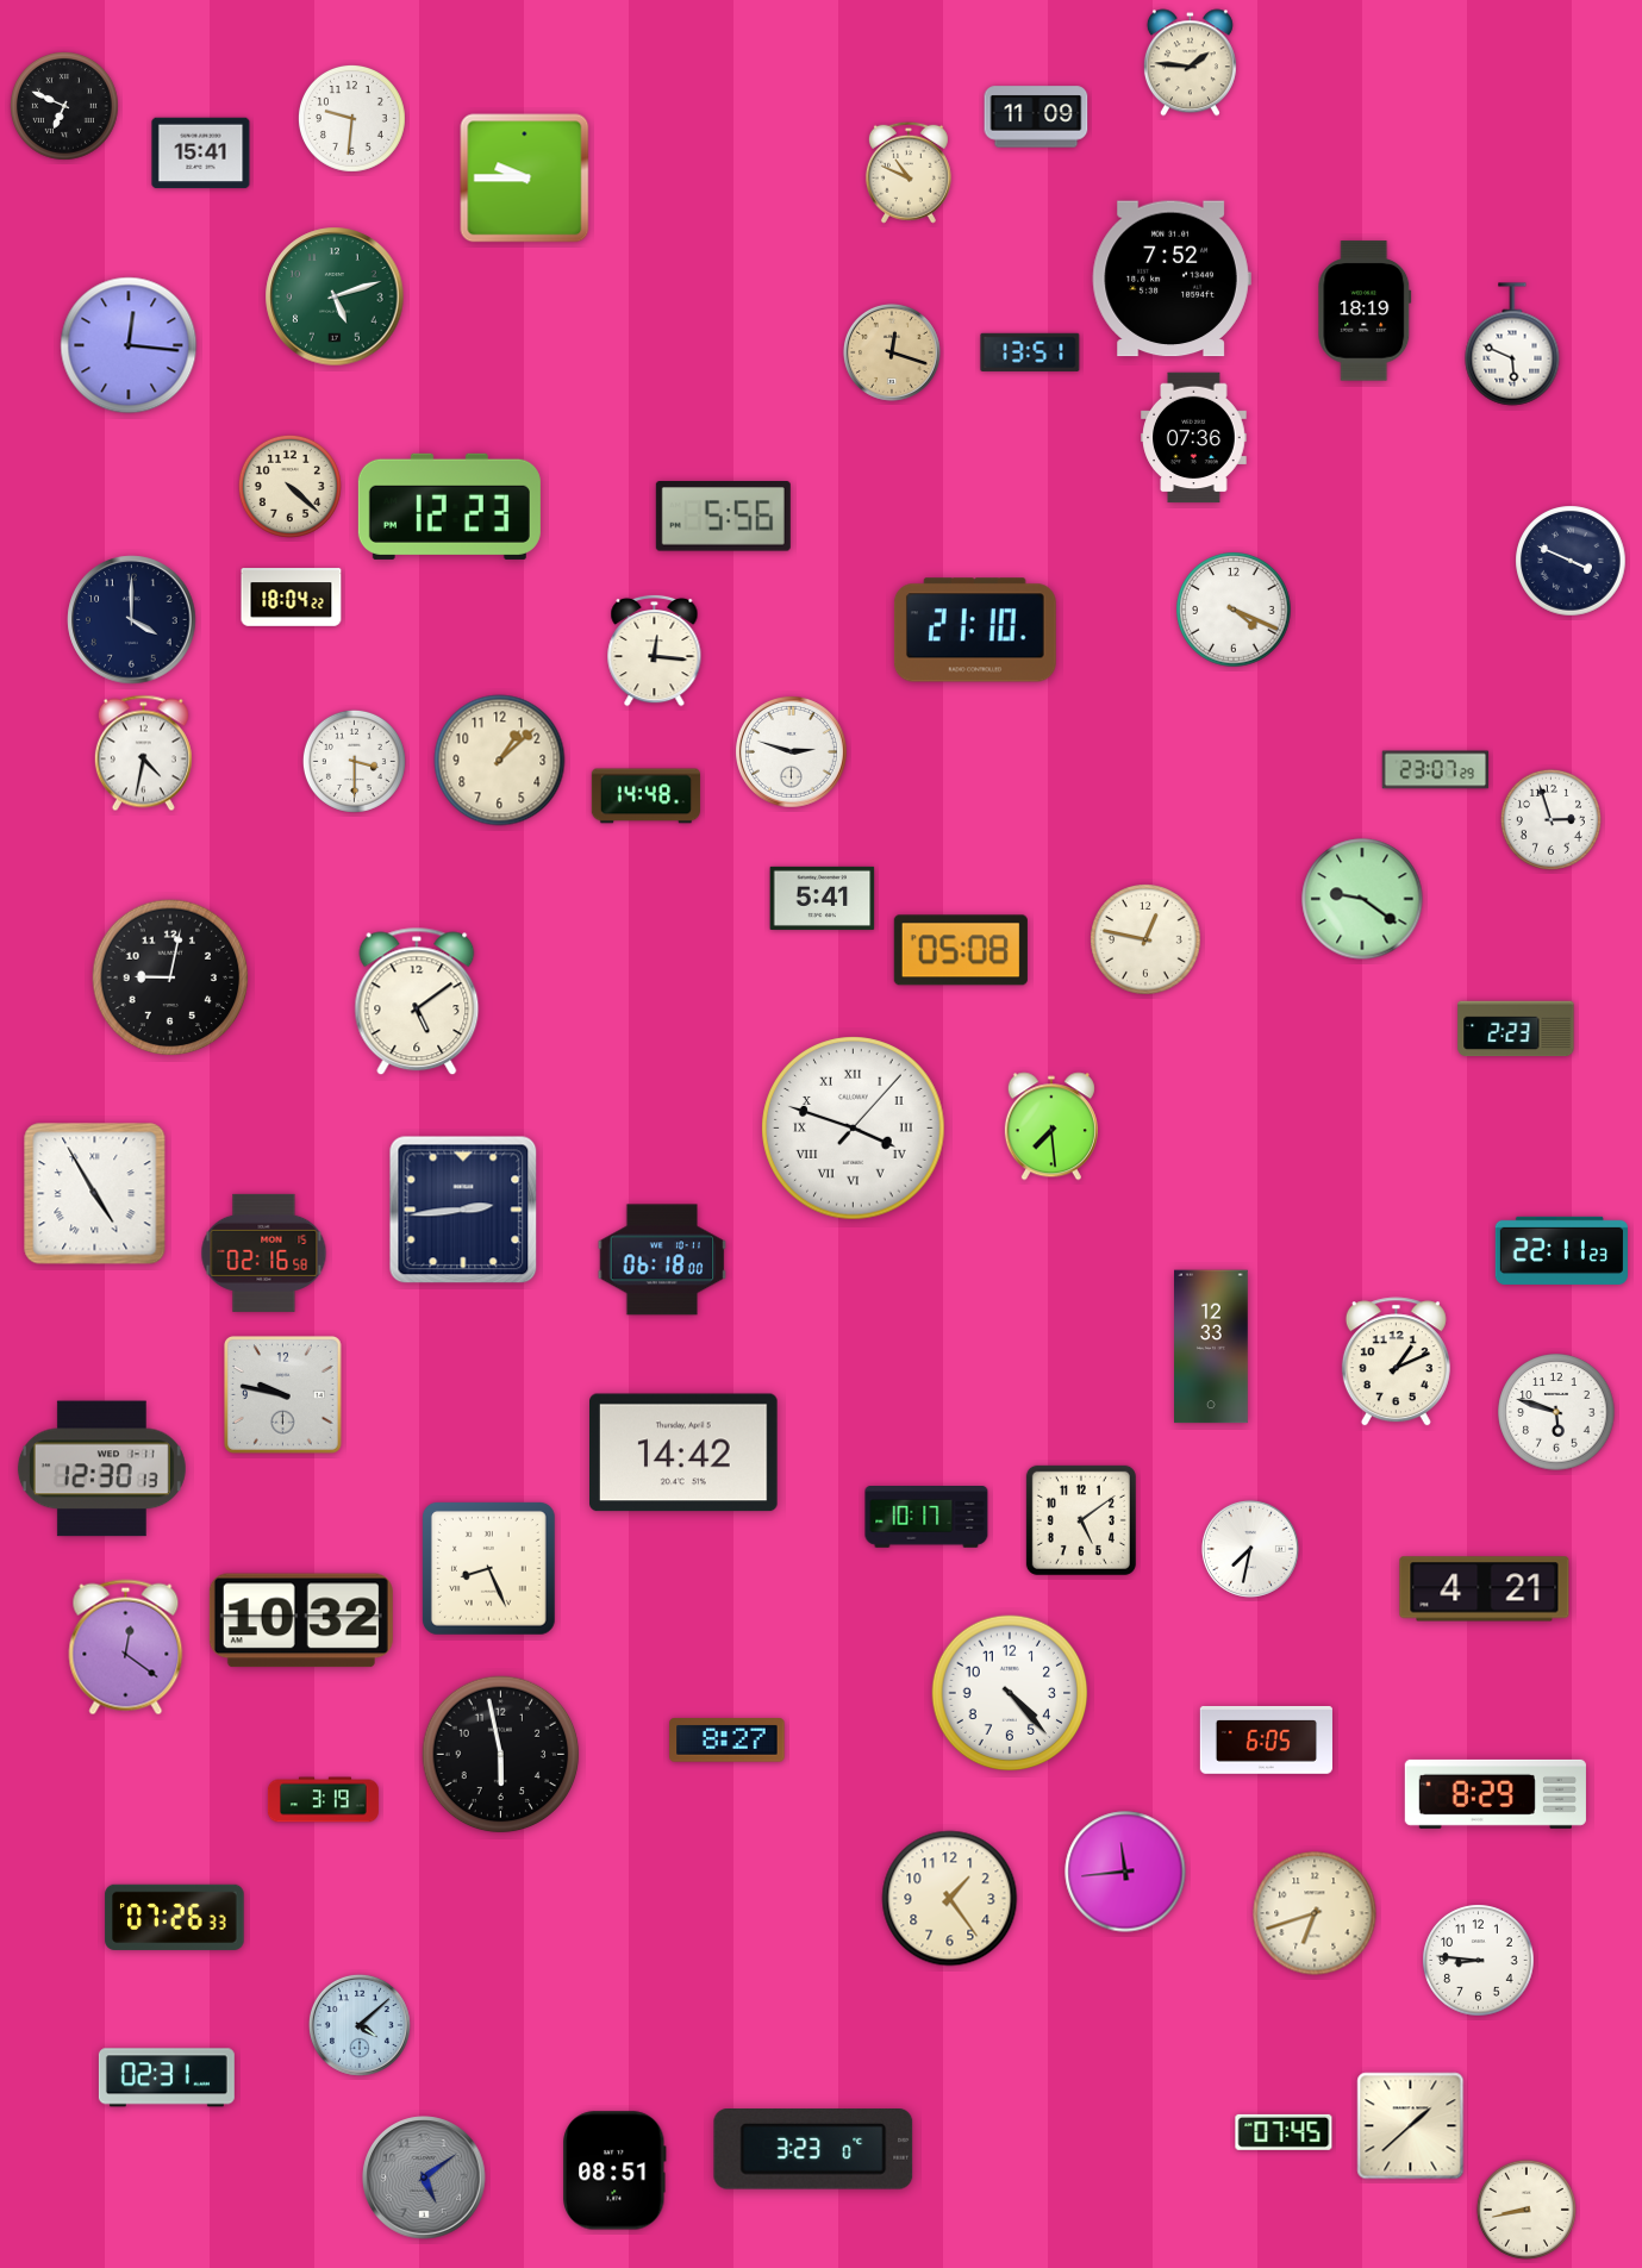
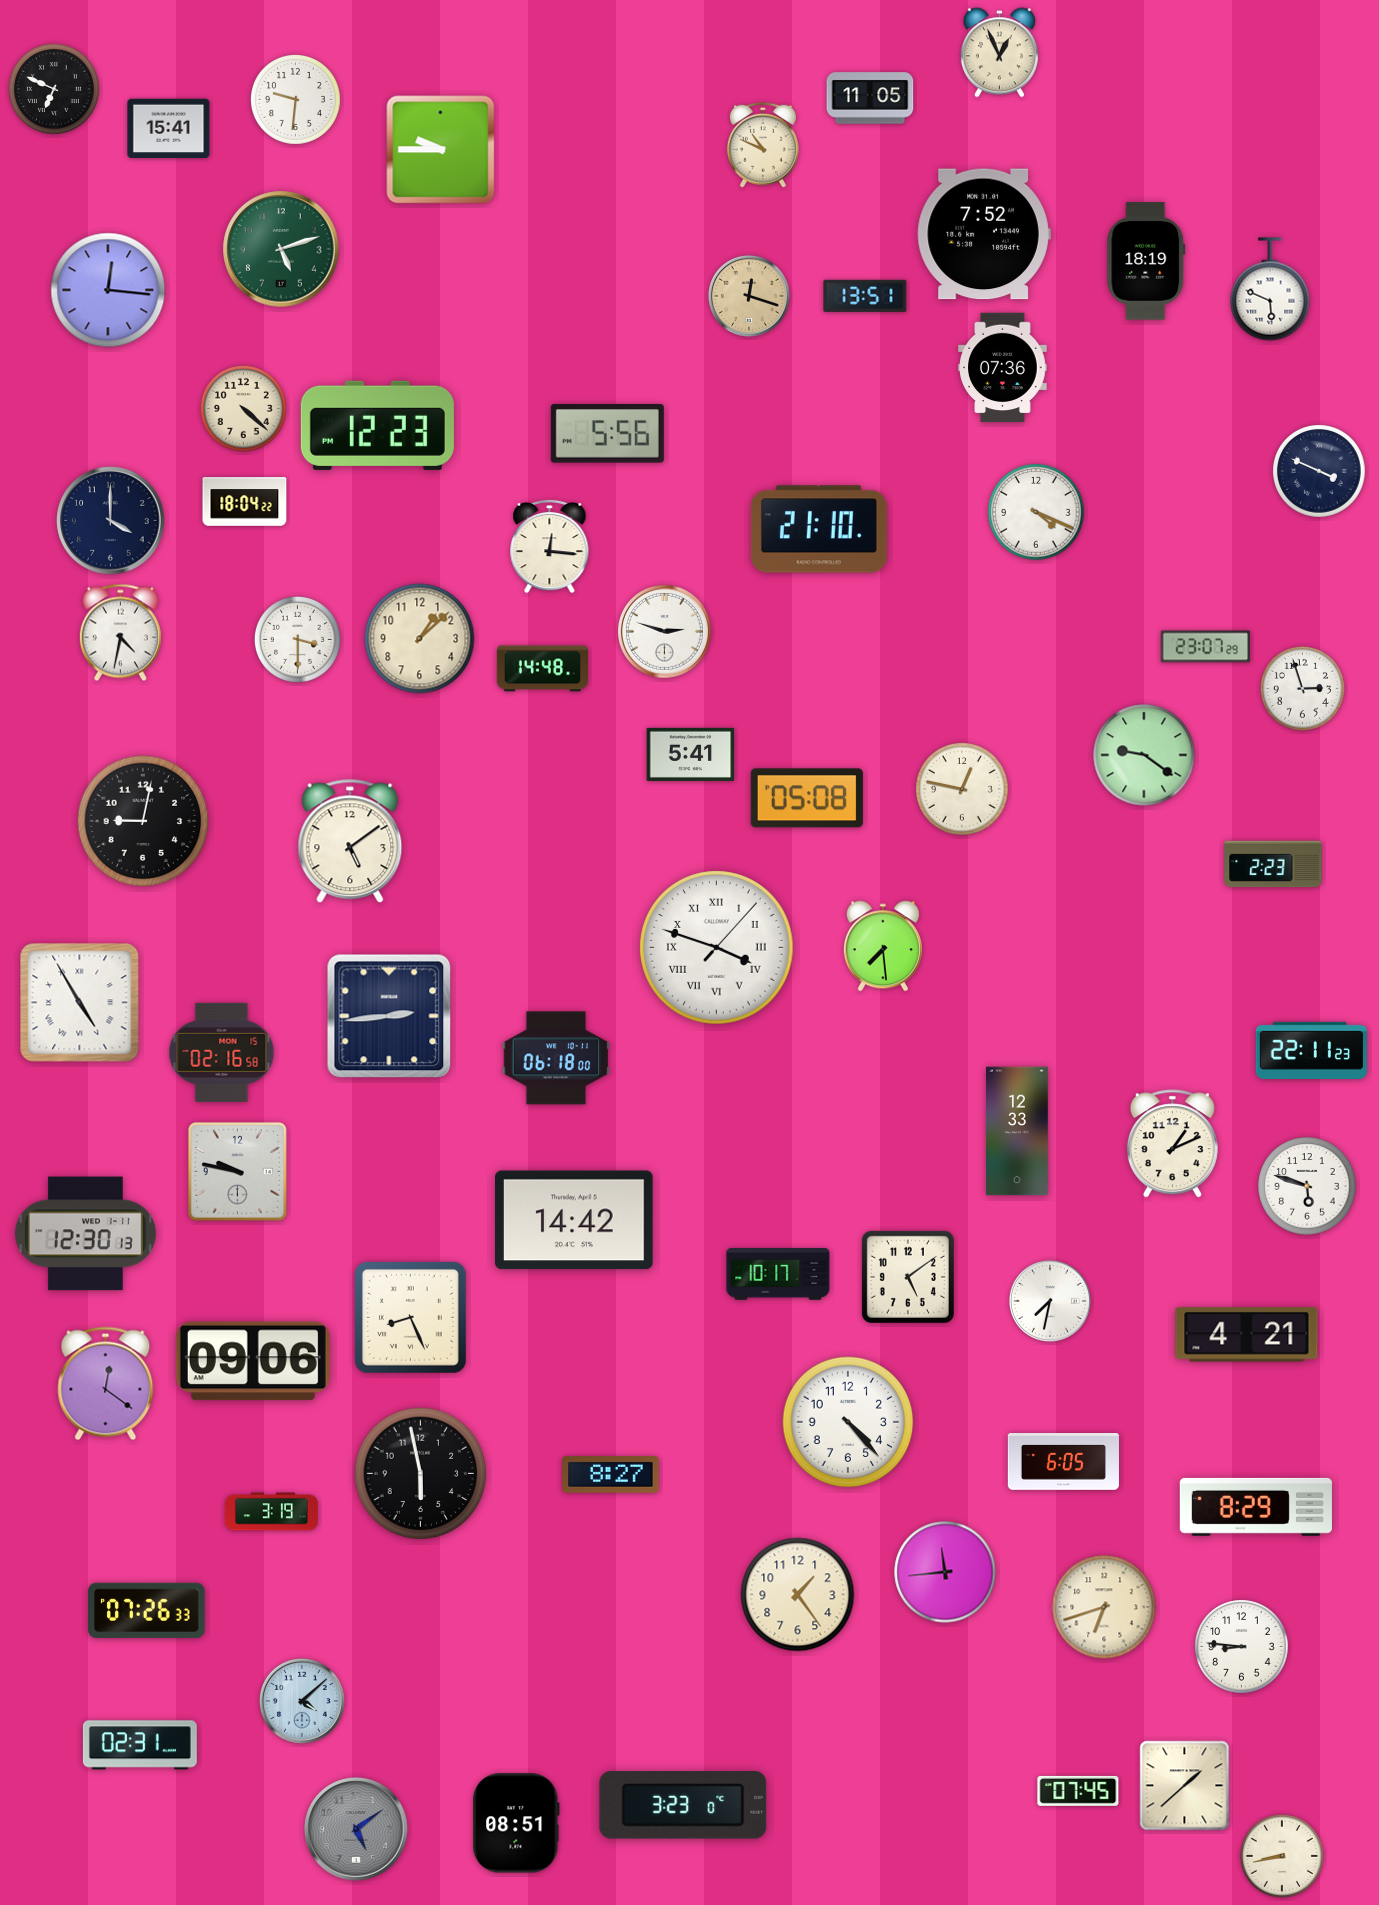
clock at (1190, 63): 1:46 -> 12:56
clock at (1036, 117): 11:09 -> 11:05
clock at (301, 1620): 10:32 -> 09:06
clock at (728, 1741) position: (728, 1741) -> (611, 1475)
